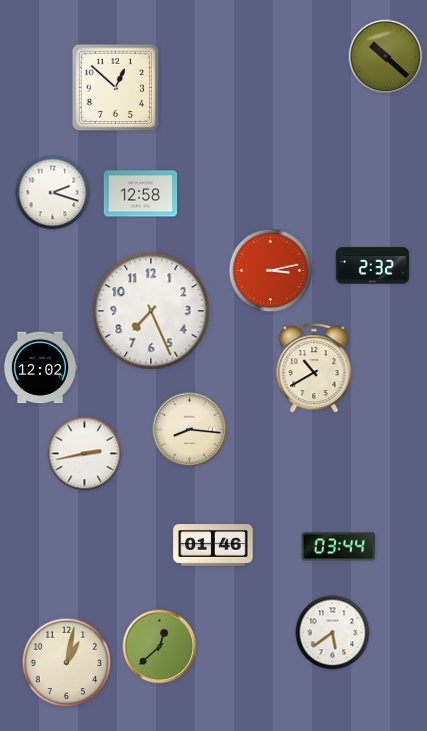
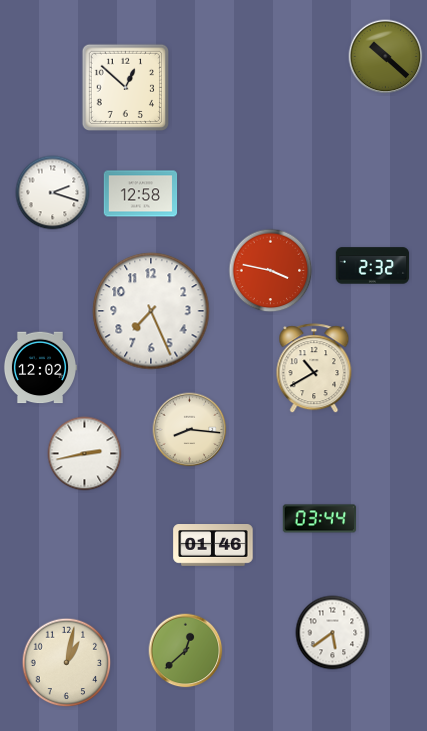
clock at (115, 87) position: (115, 87) -> (125, 87)
clock at (271, 271): 3:13 -> 3:47
clock at (339, 547) position: (339, 547) -> (320, 519)
clock at (160, 647) position: (160, 647) -> (186, 651)
